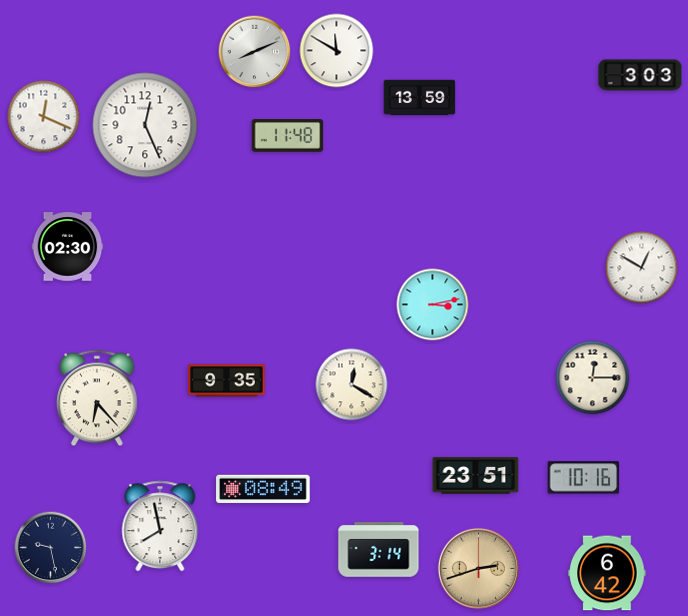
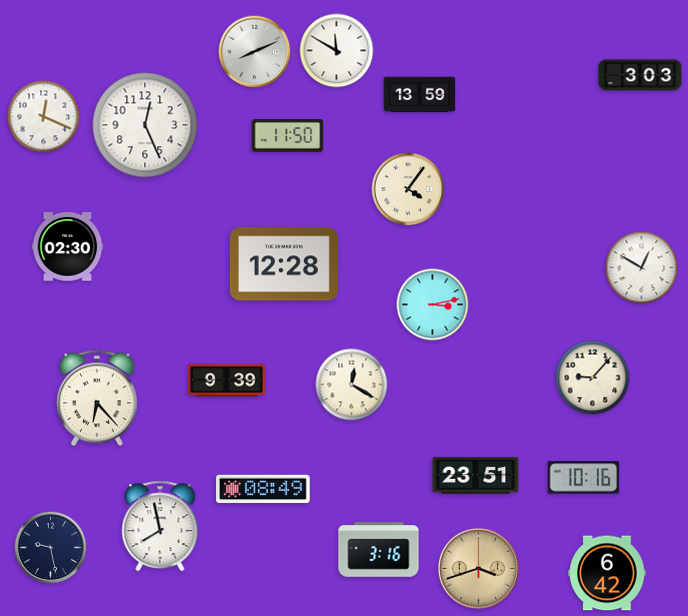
clock at (420, 98) position: (420, 98) -> (420, 95)
clock at (288, 136): 11:48 -> 11:50
clock at (408, 189): none -> 4:06
clock at (284, 264): none -> 12:28
clock at (593, 378): 12:15 -> 9:07
clock at (227, 381): 9:35 -> 9:39
clock at (379, 550): 3:14 -> 3:16
clock at (478, 568): 2:42 -> 3:42
